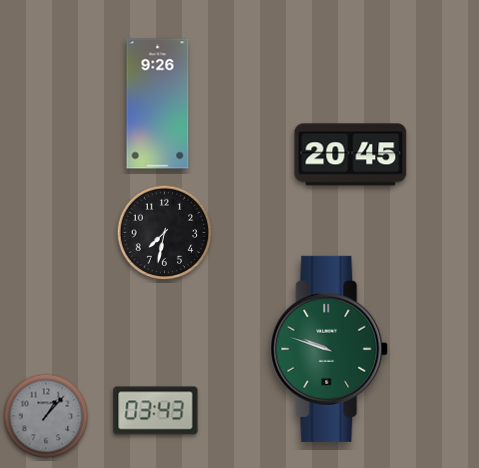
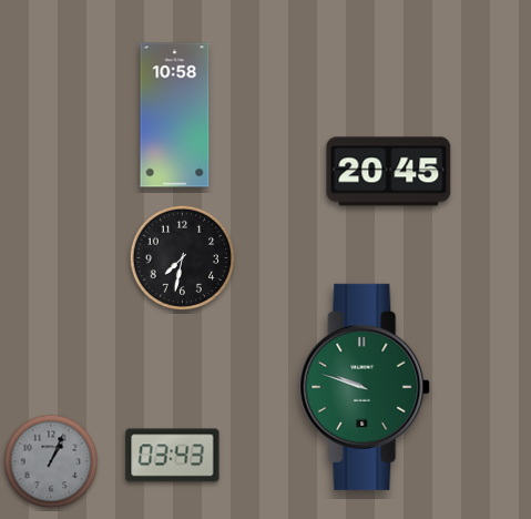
clock at (158, 104): 9:26 -> 10:58
clock at (46, 416): 1:07 -> 1:04
